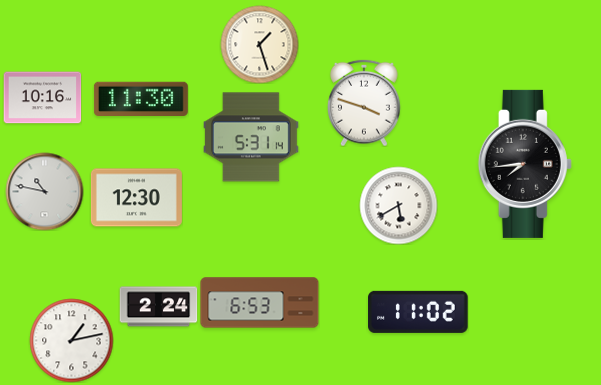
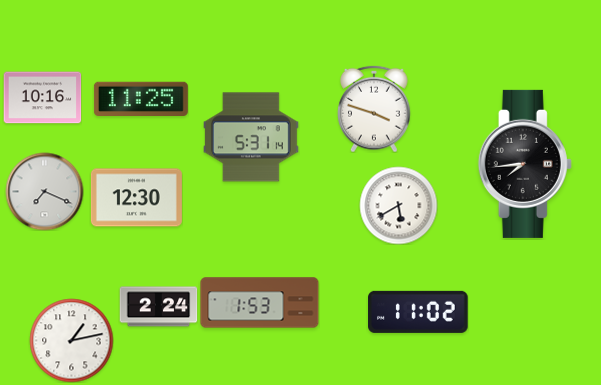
clock at (259, 44): 1:27 -> none
clock at (141, 99): 11:30 -> 11:25
clock at (365, 103) position: (365, 103) -> (375, 109)
clock at (44, 191): 10:47 -> 7:19
clock at (260, 303): 6:53 -> 1:53
